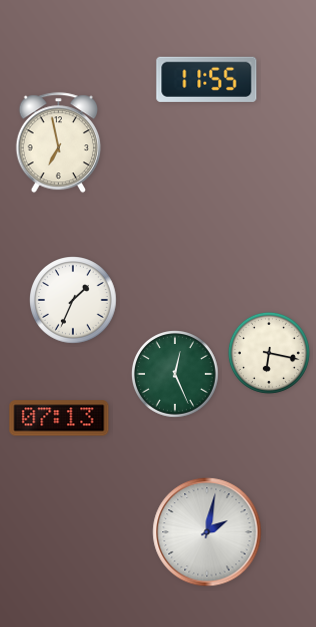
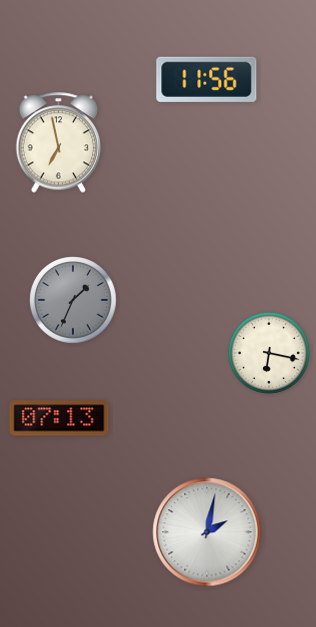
clock at (207, 79): 11:55 -> 11:56
clock at (74, 301) dial: white -> grey
clock at (176, 375): 12:26 -> none
